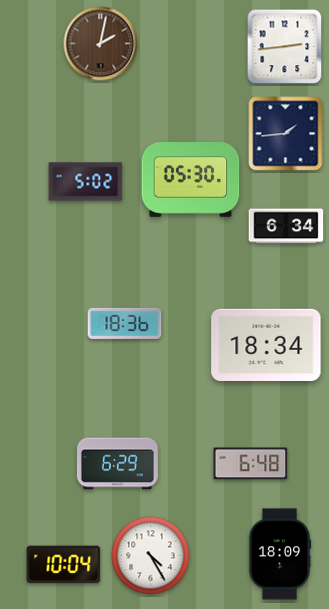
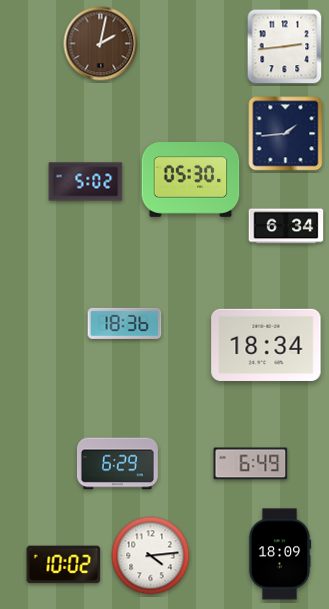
clock at (251, 464): 6:48 -> 6:49
clock at (151, 556): 4:25 -> 4:14
clock at (64, 565): 10:04 -> 10:02
